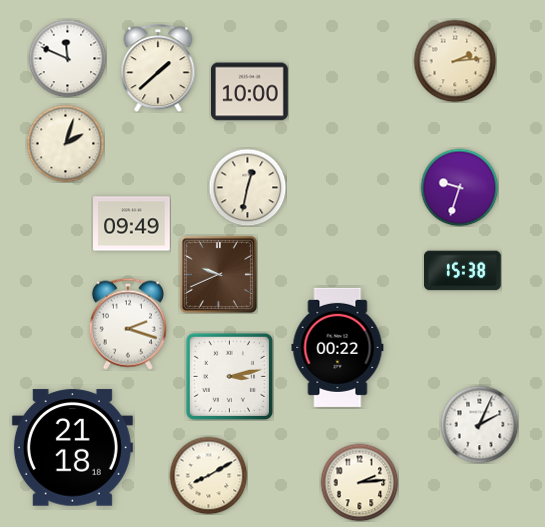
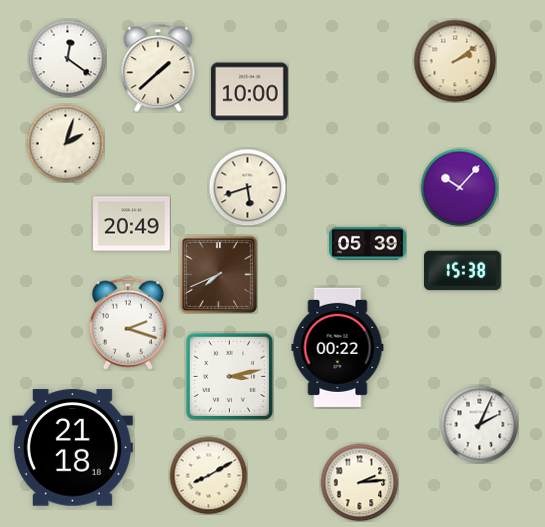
clock at (67, 58): 11:49 -> 12:21
clock at (455, 61): 2:14 -> 2:09
clock at (247, 187): 12:32 -> 5:42
clock at (459, 187): 9:33 -> 10:07
clock at (132, 224): 09:49 -> 20:49
clock at (368, 244): none -> 05:39
clock at (218, 274): 9:41 -> 7:41
